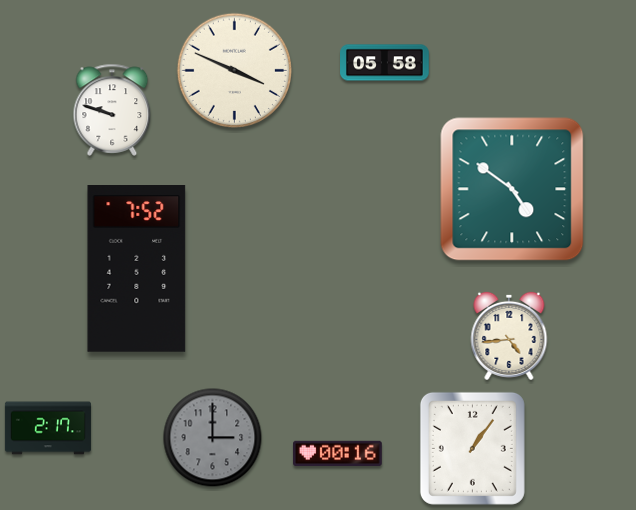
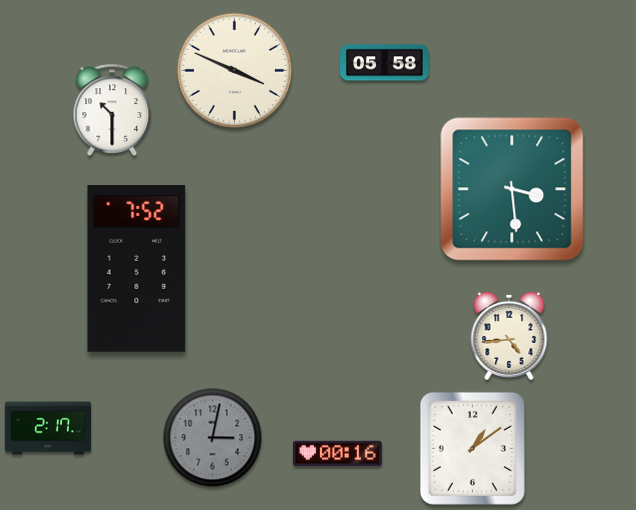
clock at (112, 110): 9:48 -> 10:30
clock at (512, 189): 4:51 -> 3:29
clock at (213, 438): 3:00 -> 3:02
clock at (472, 448): 1:06 -> 1:09
